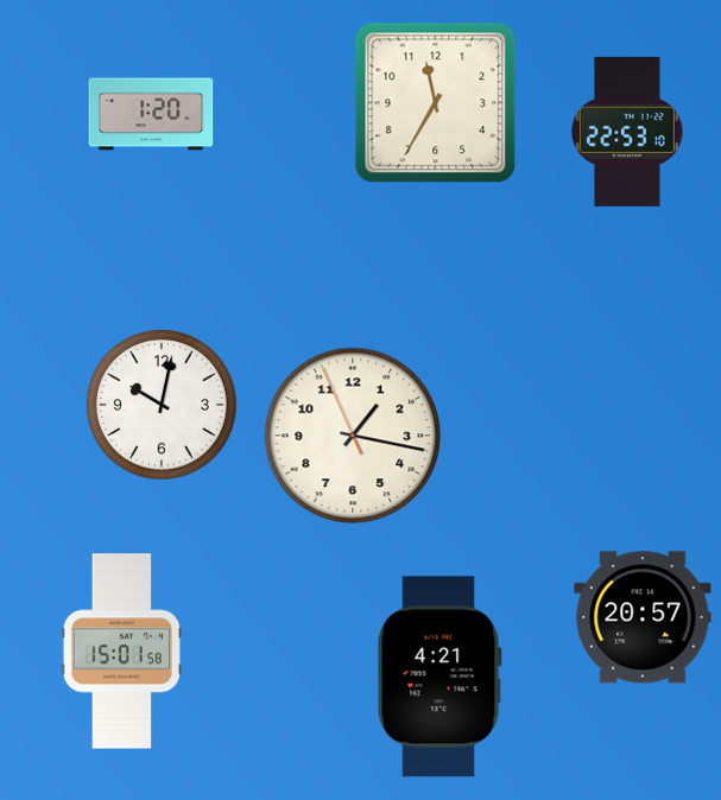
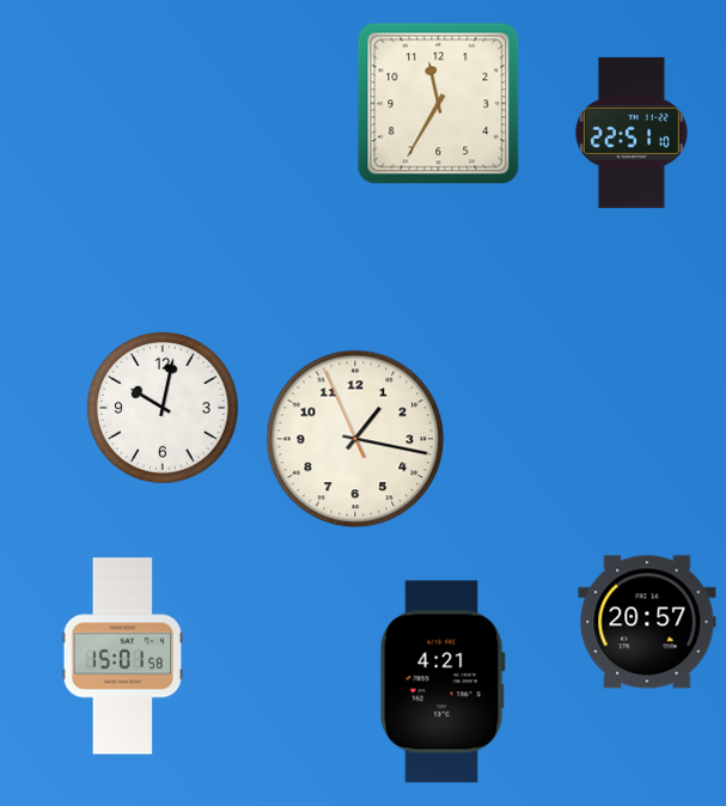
clock at (151, 114): 1:20 -> none
clock at (627, 132): 22:53 -> 22:51
